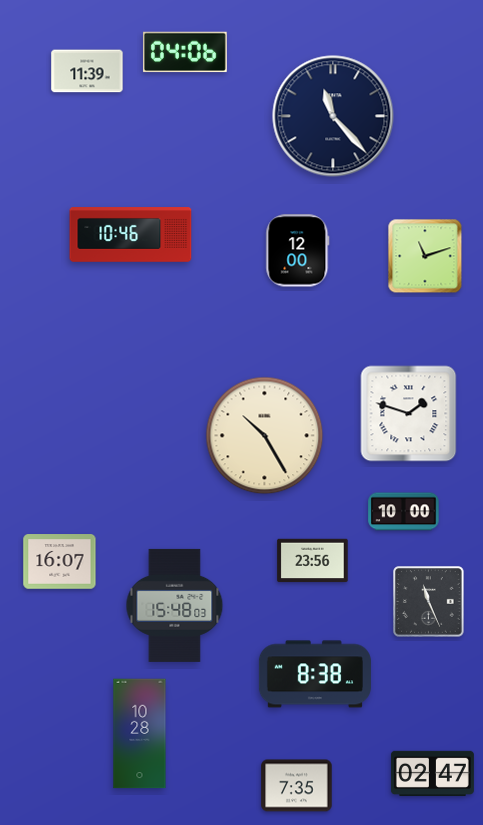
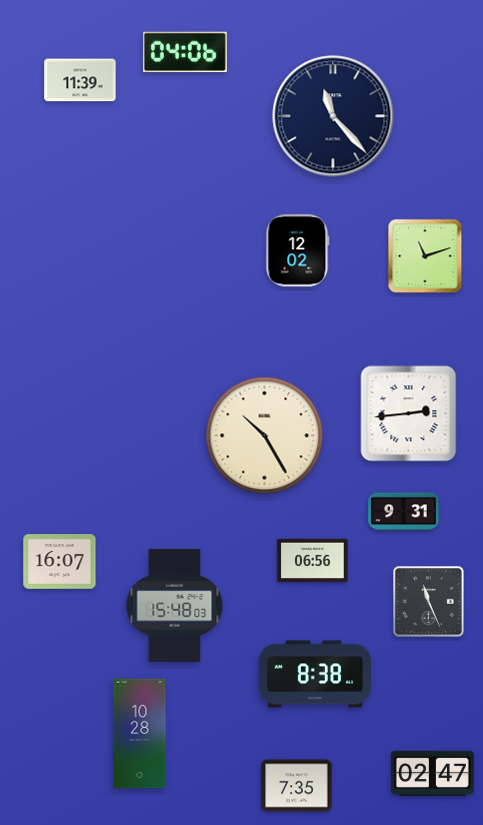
clock at (87, 71) position: (87, 71) -> (80, 80)
clock at (131, 235): 10:46 -> none
clock at (298, 251): 12:00 -> 12:02
clock at (409, 414): 1:48 -> 2:44
clock at (404, 512): 10:00 -> 9:31
clock at (313, 561): 23:56 -> 06:56
